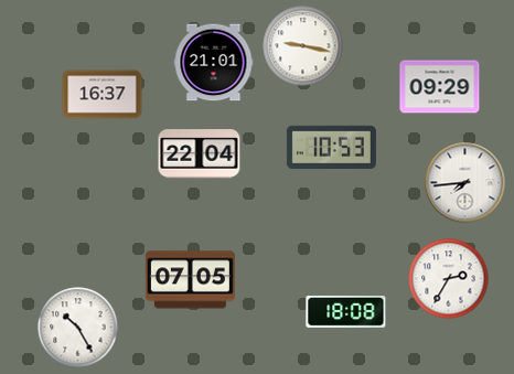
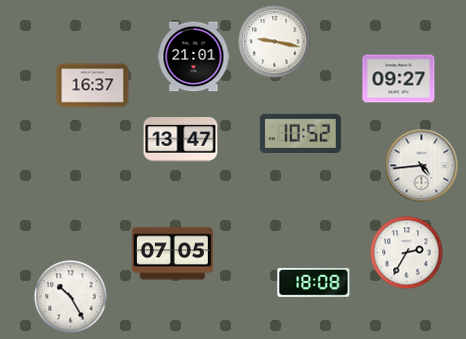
clock at (440, 87): 09:29 -> 09:27
clock at (331, 147): 10:53 -> 10:52
clock at (200, 154): 22:04 -> 13:47
clock at (465, 183): 7:44 -> 4:44
